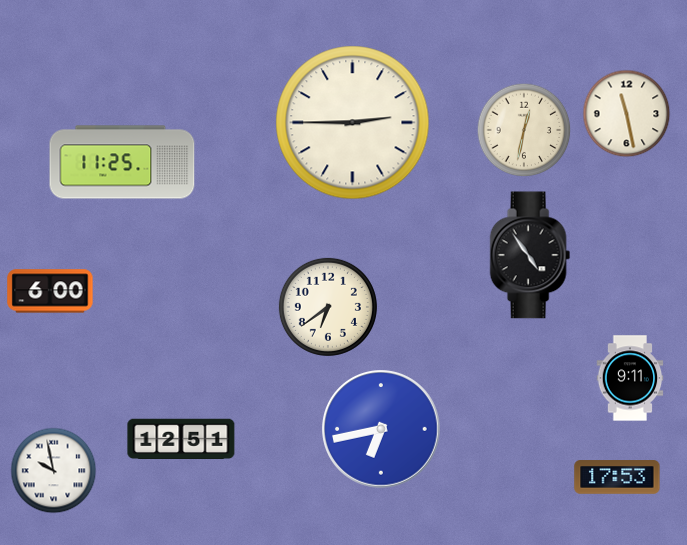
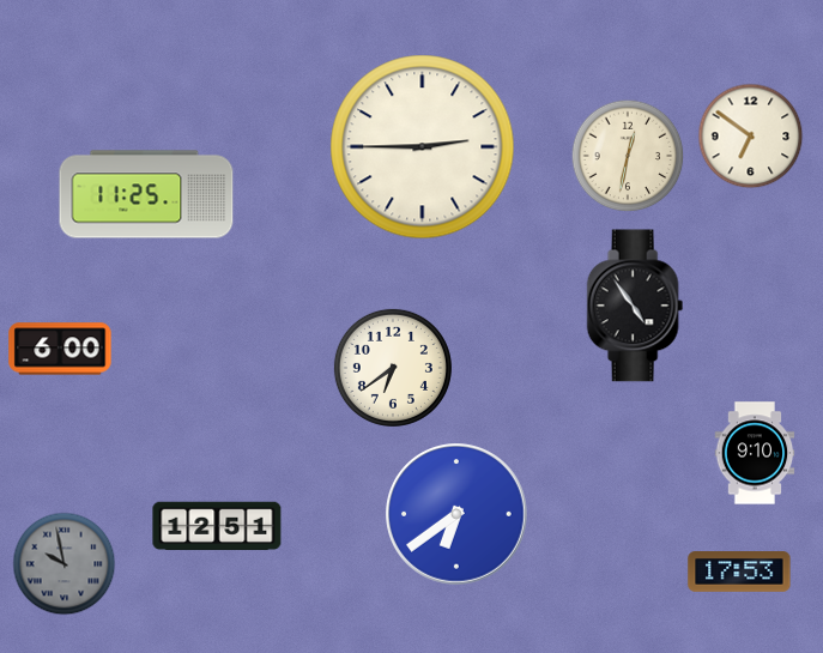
clock at (627, 114): 11:28 -> 6:51
clock at (630, 378): 9:11 -> 9:10
clock at (382, 430): 6:43 -> 6:39
clock at (54, 471) dial: white -> grey
